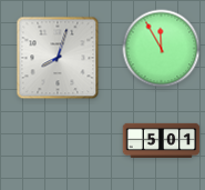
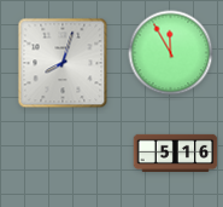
clock at (162, 49) position: (162, 49) -> (171, 53)
clock at (162, 140): 5:01 -> 5:16
